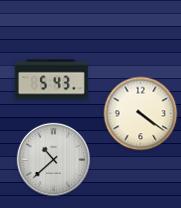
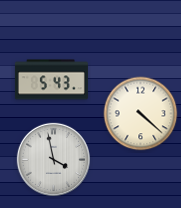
clock at (141, 114): 4:21 -> 4:22
clock at (53, 159): 10:38 -> 3:58
